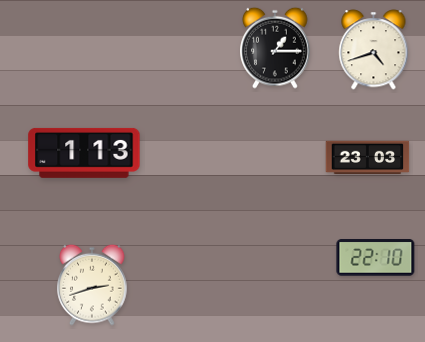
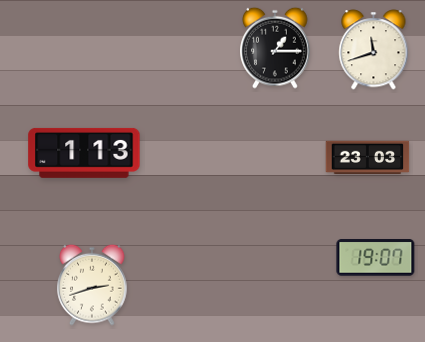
clock at (374, 50): 4:42 -> 11:42
clock at (376, 258): 22:10 -> 19:07
